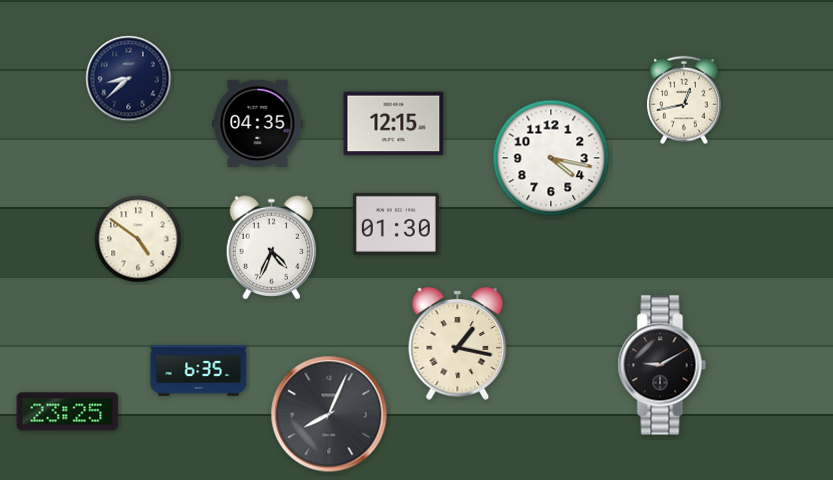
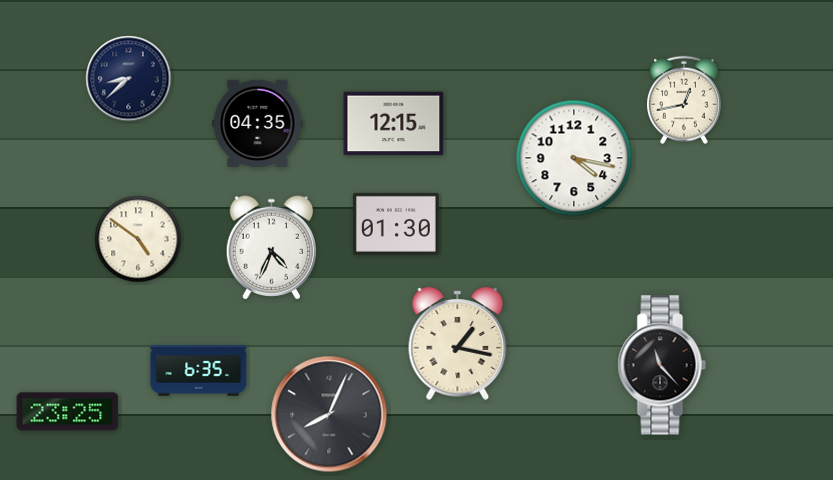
clock at (551, 158) position: (551, 158) -> (574, 158)
clock at (662, 365): 9:10 -> 11:23
